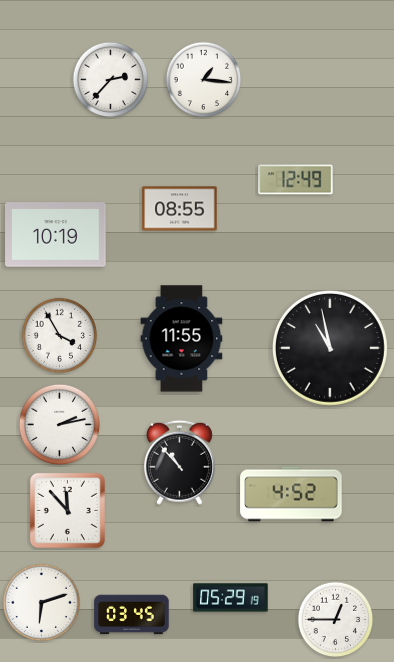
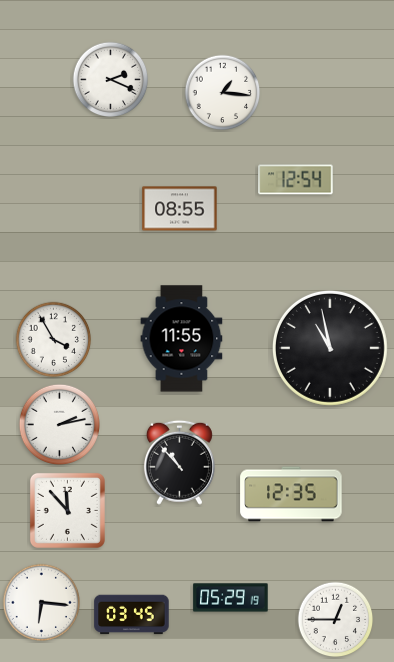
clock at (111, 80): 2:37 -> 2:19
clock at (204, 80) position: (204, 80) -> (223, 93)
clock at (296, 180): 12:49 -> 12:54
clock at (56, 235): 10:19 -> none
clock at (60, 336) position: (60, 336) -> (54, 340)
clock at (291, 494): 4:52 -> 12:35
clock at (42, 603): 6:12 -> 6:16
